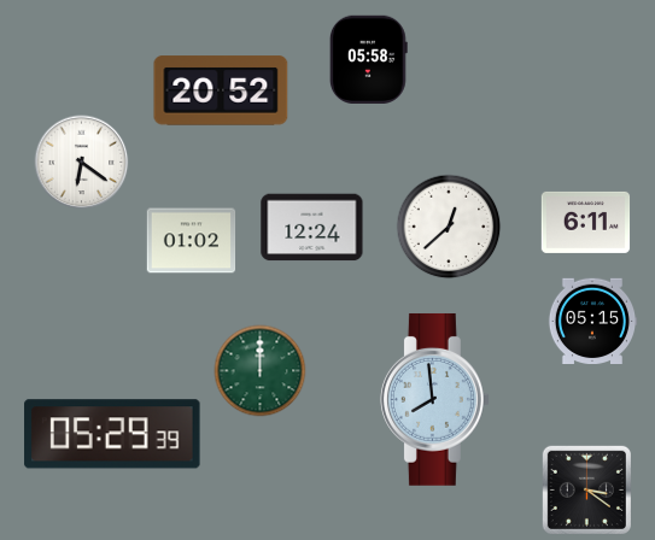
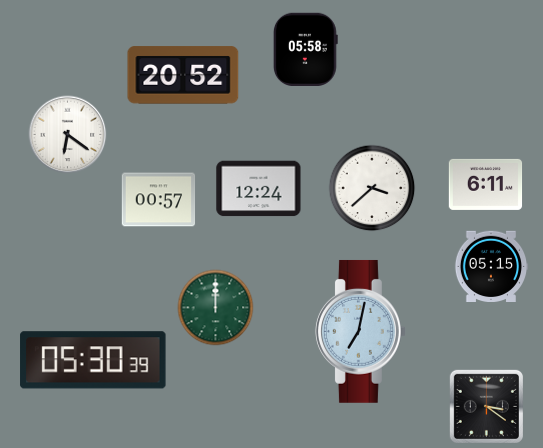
clock at (449, 227): 12:38 -> 3:38
clock at (192, 241): 01:02 -> 00:57
clock at (434, 399): 7:59 -> 7:02
clock at (112, 434): 05:29 -> 05:30
